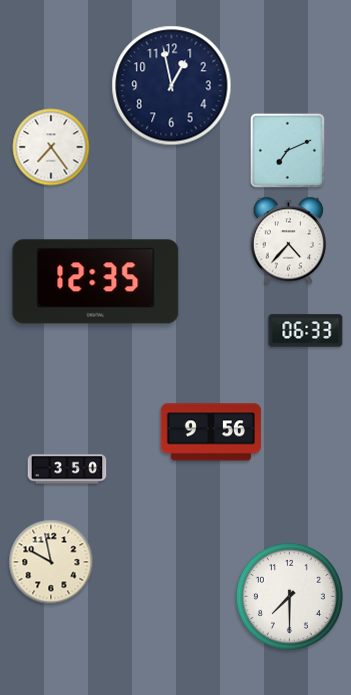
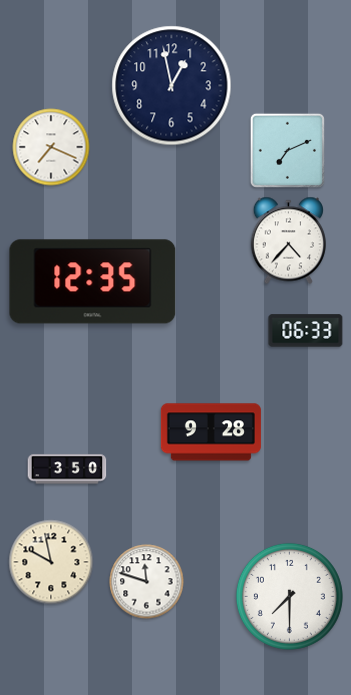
clock at (51, 147): 7:24 -> 7:19
clock at (96, 282) position: (96, 282) -> (93, 282)
clock at (211, 432): 9:56 -> 9:28
clock at (147, 582): none -> 11:48
